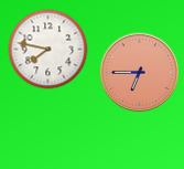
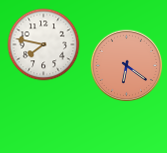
clock at (140, 73): 6:45 -> 6:21
